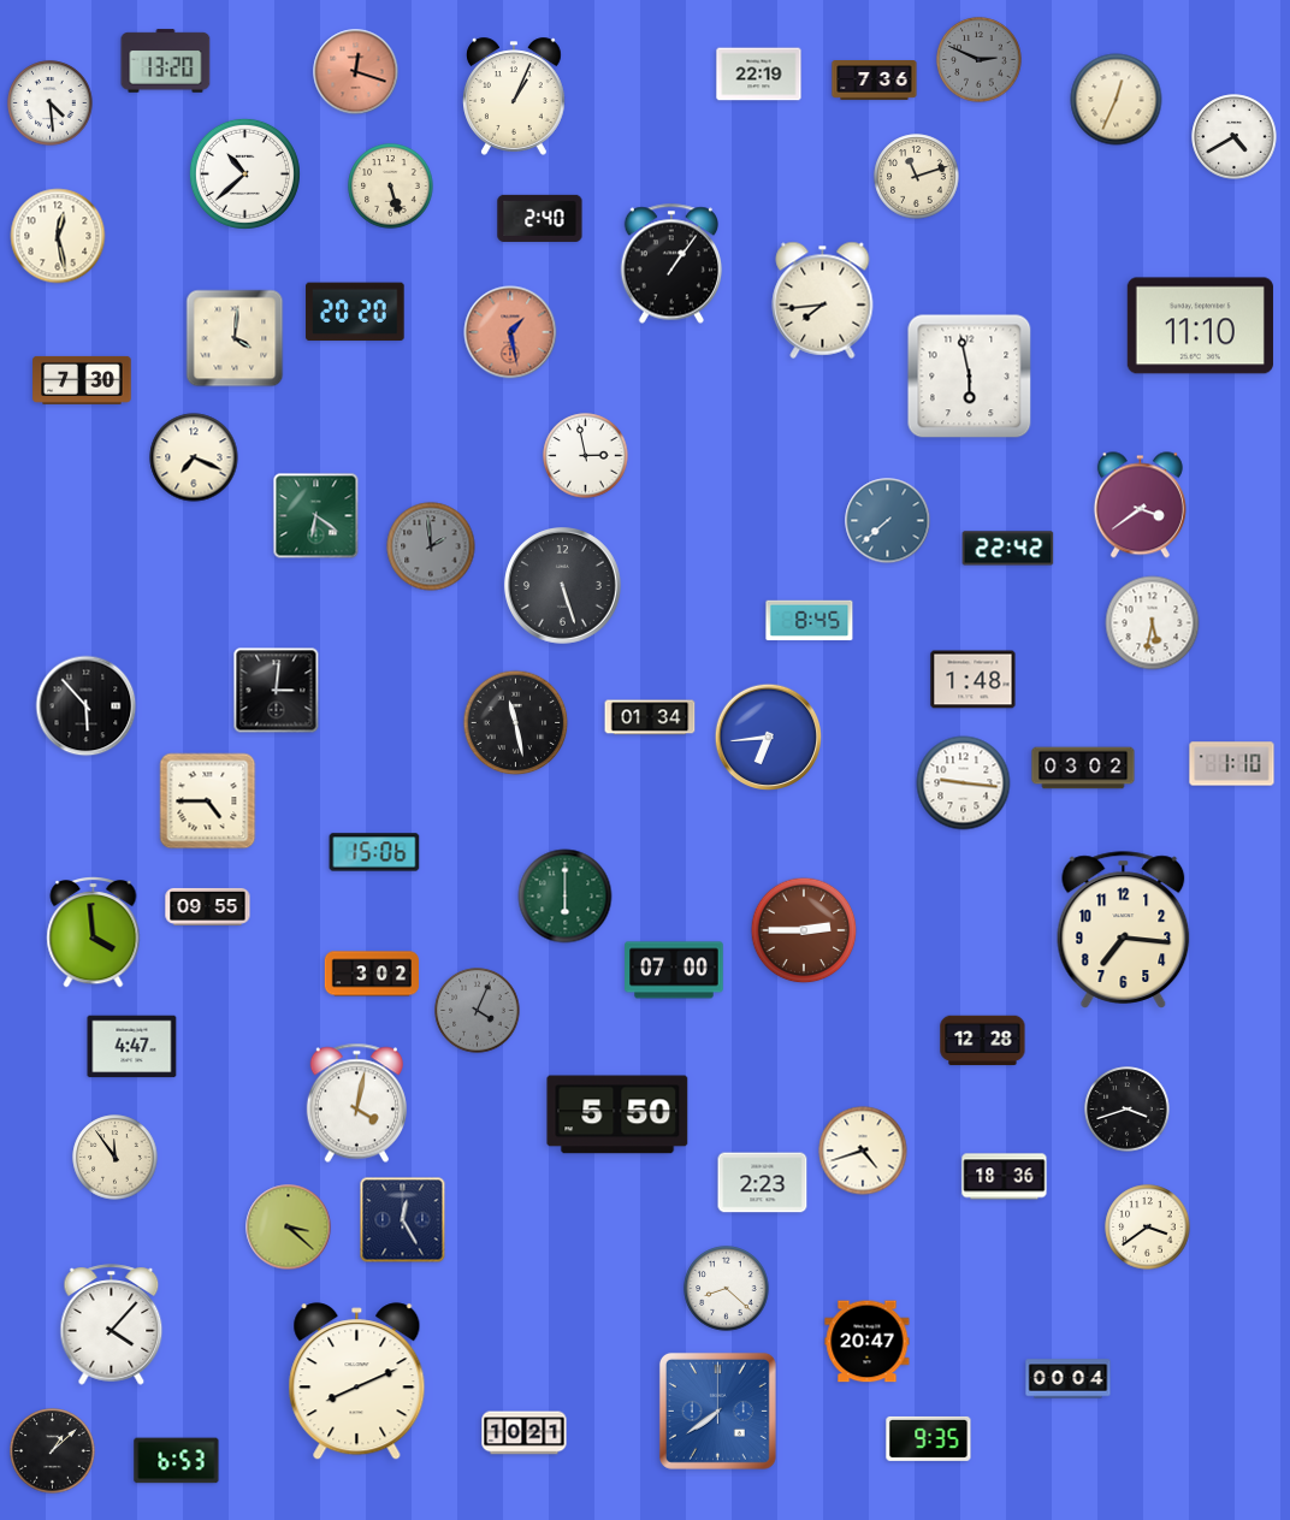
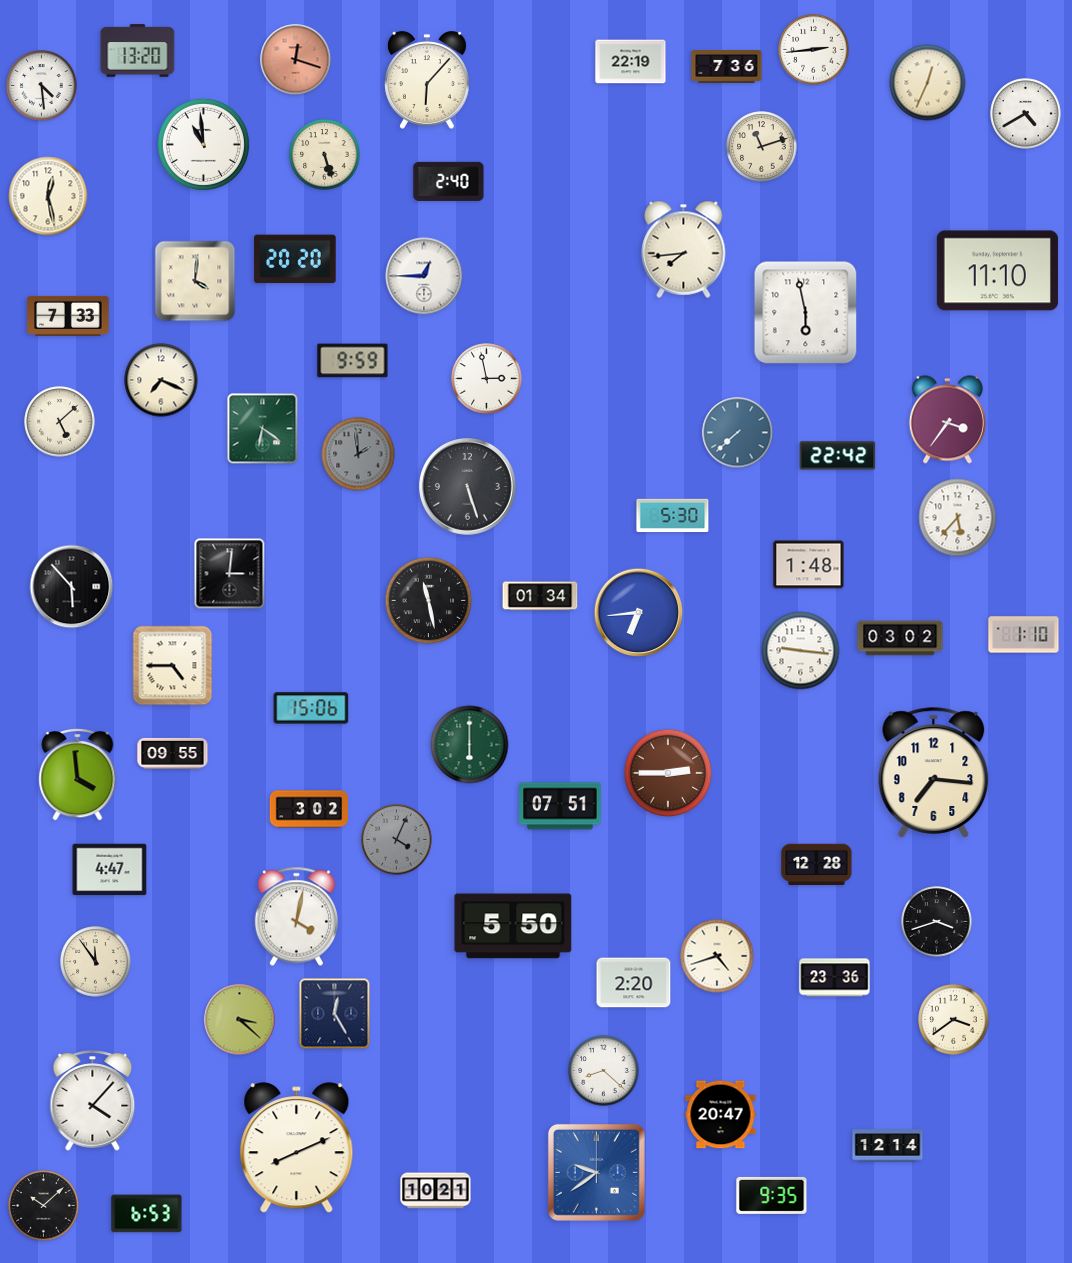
clock at (980, 60): 2:49 -> 2:44
clock at (980, 60) dial: grey -> white
clock at (515, 96): 1:04 -> 6:07
clock at (244, 173): 10:38 -> 10:59
clock at (670, 264): 1:06 -> none
clock at (510, 332): 1:28 -> 12:45
clock at (510, 332) dial: salmon -> white
clock at (82, 380): 7:30 -> 7:33
clock at (353, 361): none -> 9:59
clock at (1140, 505): 3:39 -> 3:36
clock at (60, 422): none -> 5:08
clock at (810, 621): 8:45 -> 5:30
clock at (1153, 623): 5:32 -> 5:37
clock at (674, 970): 07:00 -> 07:51
clock at (1005, 1177): 18:36 -> 23:36
clock at (763, 1183): 2:23 -> 2:20
clock at (1069, 1379): 00:04 -> 12:14
clock at (717, 1410): 7:39 -> 9:39
clock at (53, 1451): 1:08 -> 10:08
